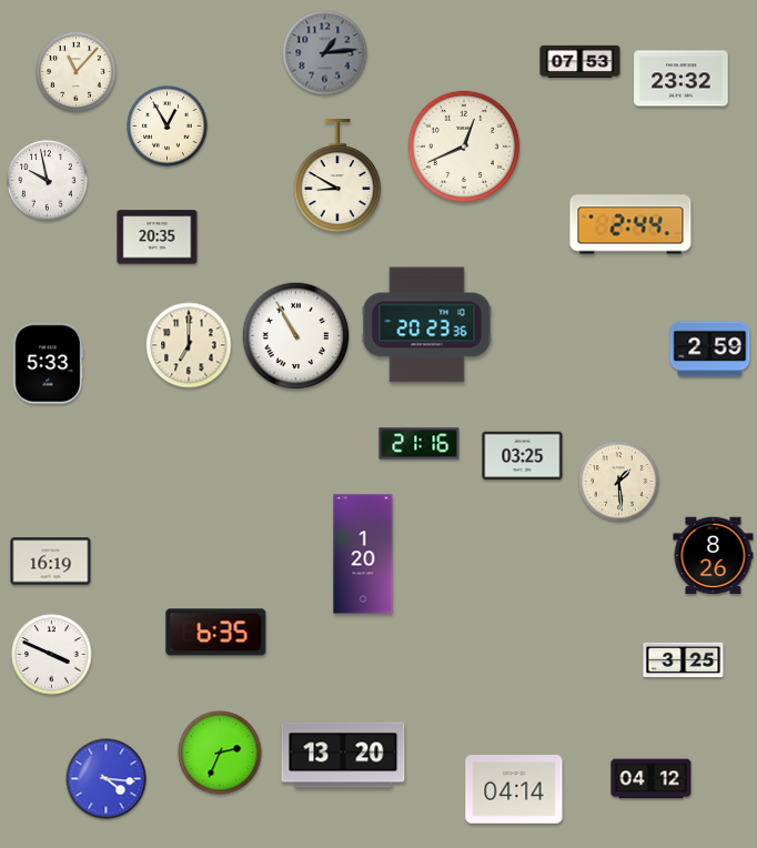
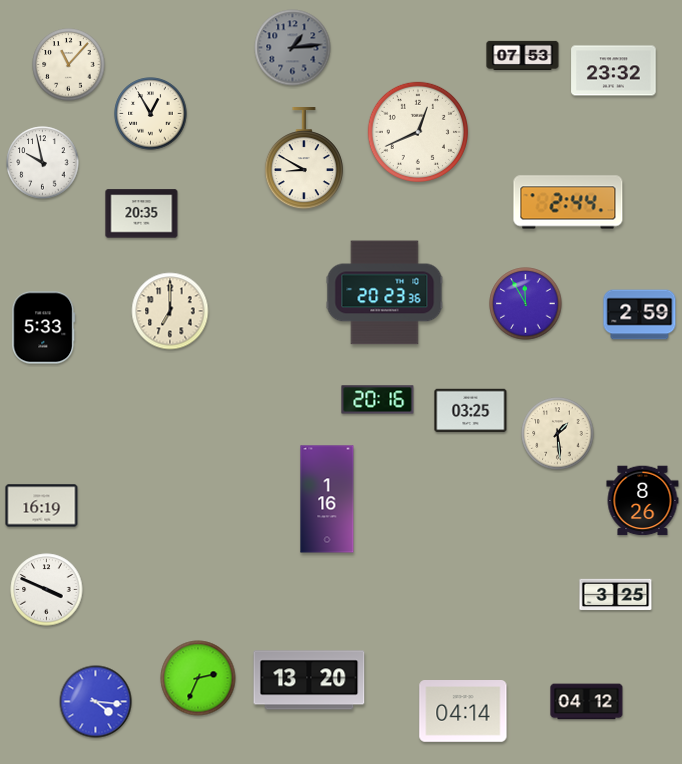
clock at (296, 336): 10:55 -> none
clock at (526, 304): none -> 11:55
clock at (420, 444): 21:16 -> 20:16
clock at (363, 554): 1:20 -> 1:16
clock at (51, 562) position: (51, 562) -> (42, 506)
clock at (216, 633): 6:35 -> none
